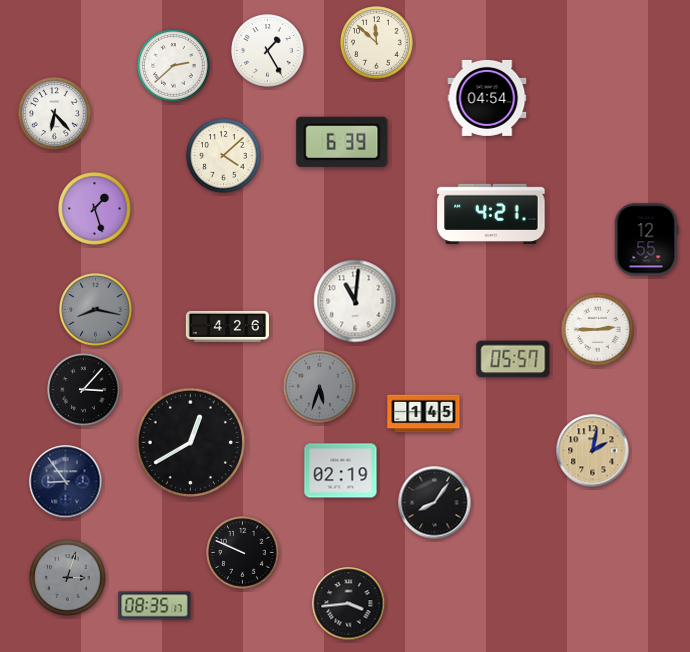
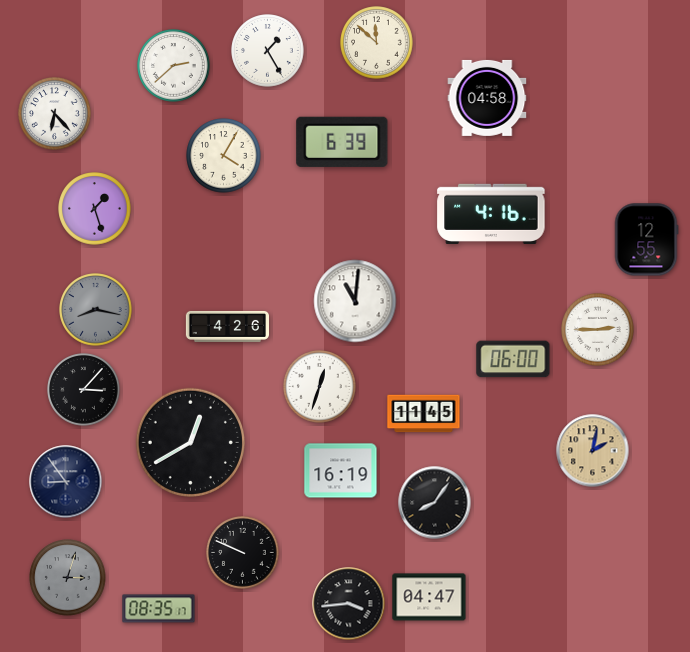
clock at (487, 98): 04:54 -> 04:58
clock at (224, 156): 4:08 -> 4:05
clock at (491, 213): 4:21 -> 4:16
clock at (513, 359): 05:57 -> 06:00
clock at (320, 387): 5:33 -> 12:33
clock at (320, 387) dial: grey -> white
clock at (424, 414): 1:45 -> 11:45
clock at (341, 471): 02:19 -> 16:19
clock at (429, 597): none -> 04:47
clock at (155, 606) position: (155, 606) -> (159, 609)
